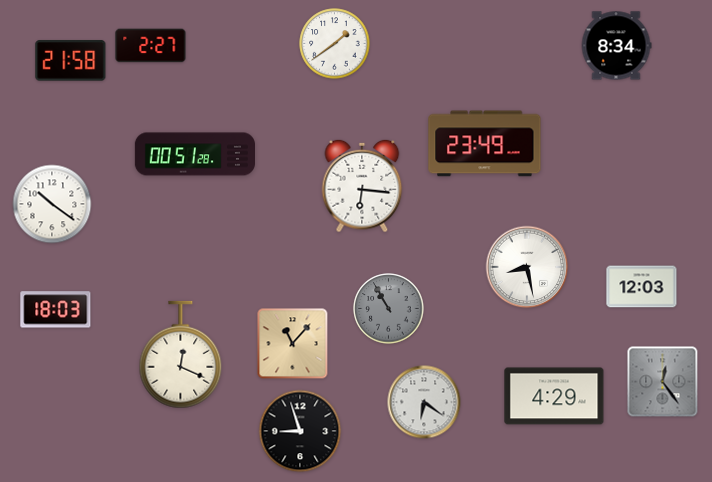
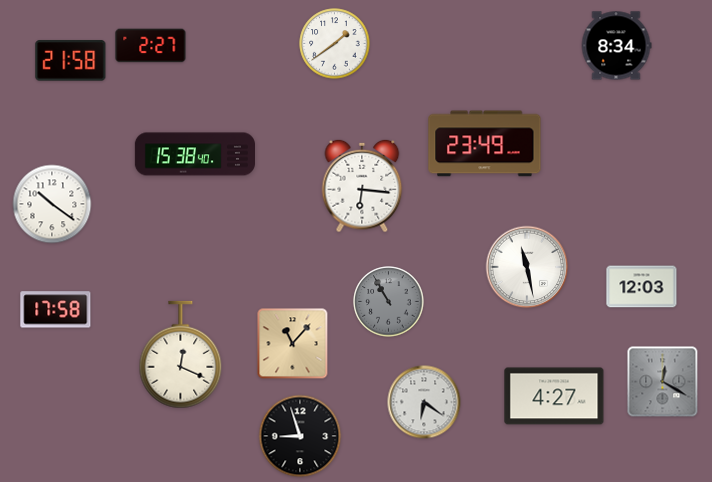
clock at (194, 154): 00:51 -> 15:38
clock at (527, 267): 8:28 -> 11:28
clock at (389, 309) position: (389, 309) -> (389, 302)
clock at (56, 310): 18:03 -> 17:58
clock at (663, 382): 12:24 -> 12:20
clock at (554, 396): 4:29 -> 4:27
clock at (300, 431) position: (300, 431) -> (300, 436)
